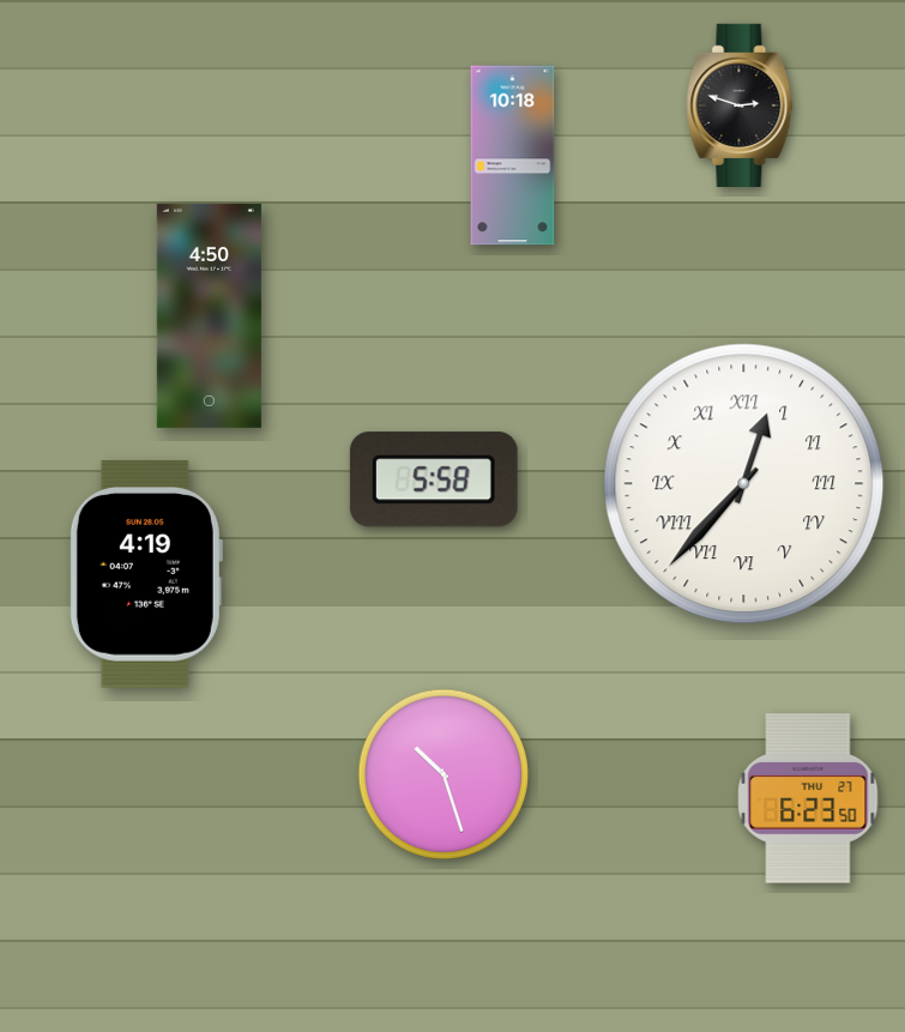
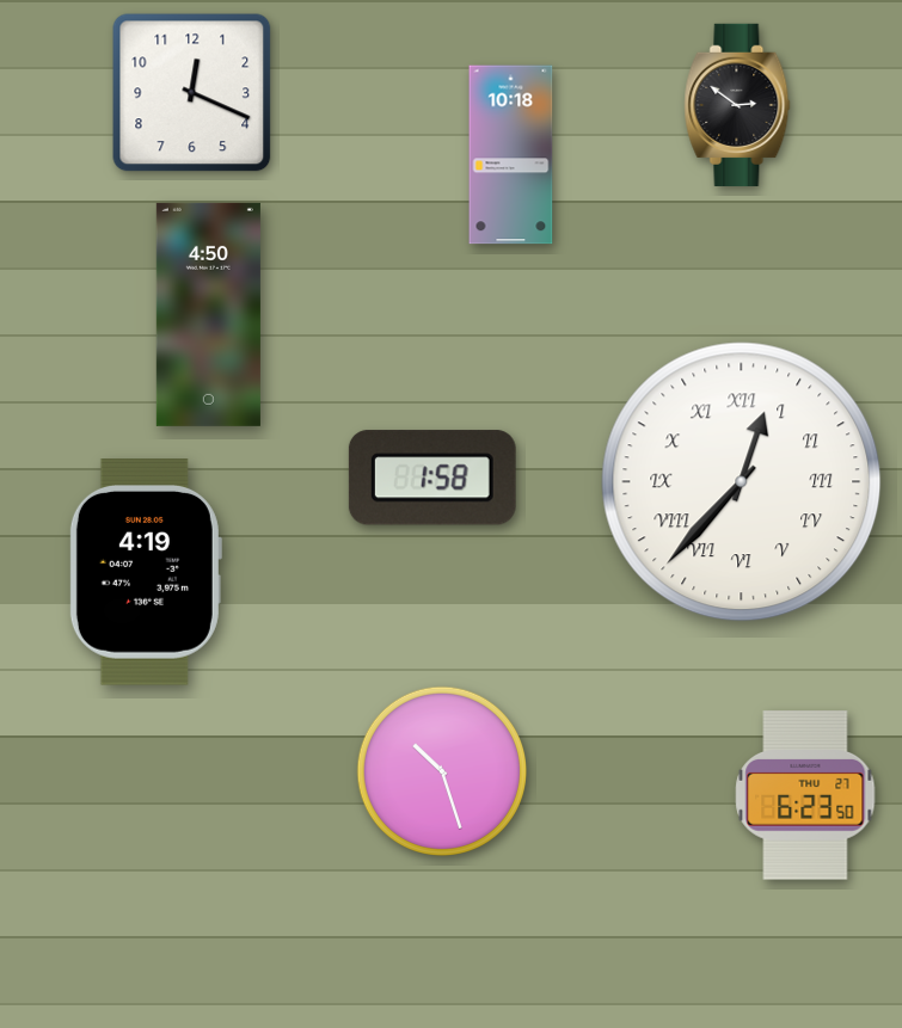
clock at (192, 93): none -> 12:19
clock at (740, 105): 2:48 -> 2:51
clock at (434, 479): 5:58 -> 1:58
